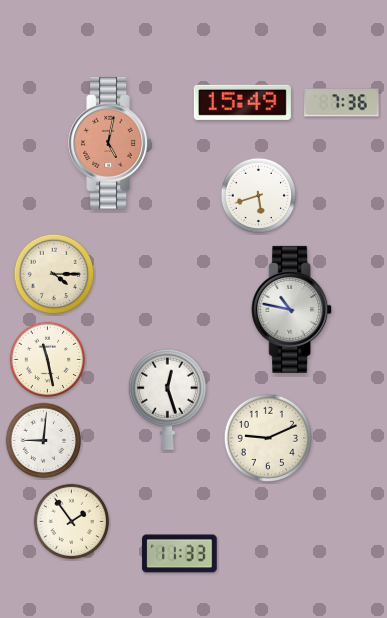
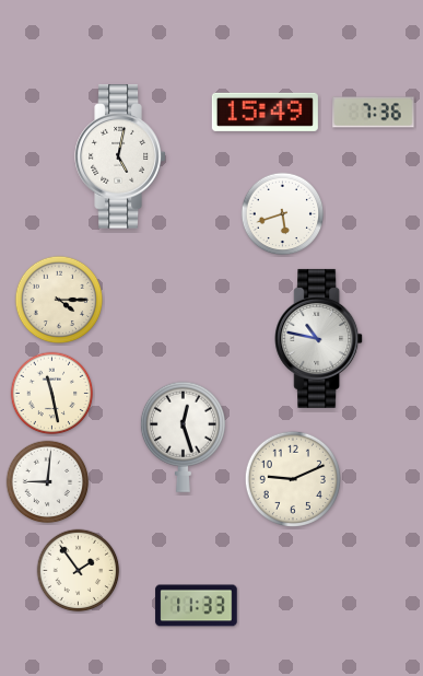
clock at (110, 143) dial: salmon -> white
